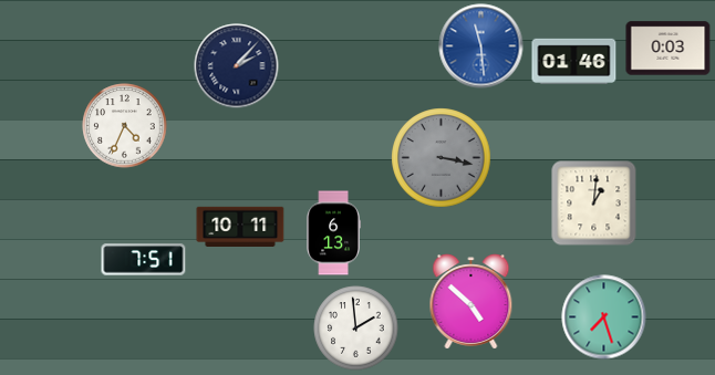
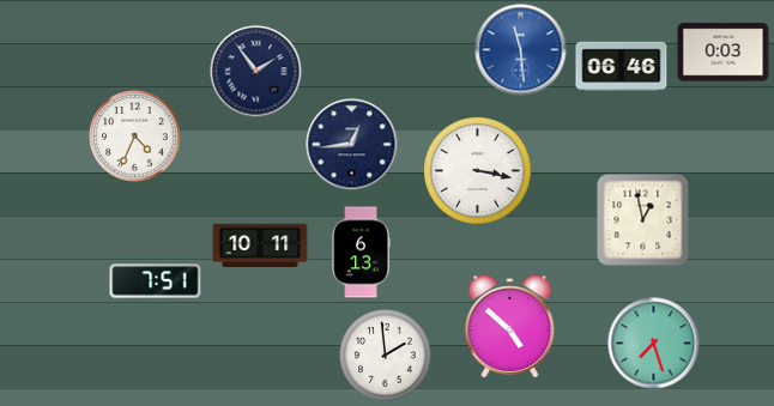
clock at (574, 61): 01:46 -> 06:46
clock at (237, 66): 2:07 -> 1:54
clock at (352, 145): none -> 12:44
clock at (442, 158) dial: grey -> white
clock at (594, 204): 1:01 -> 12:58
